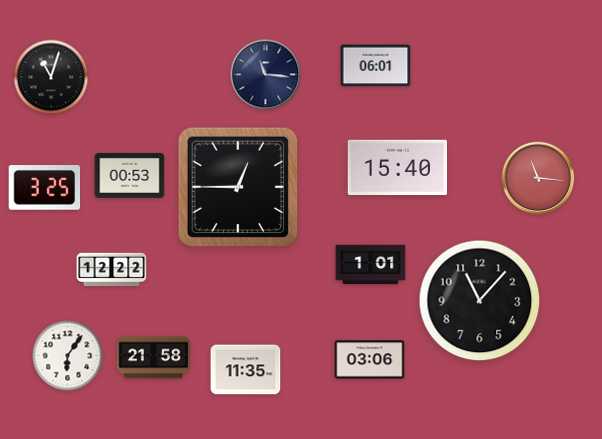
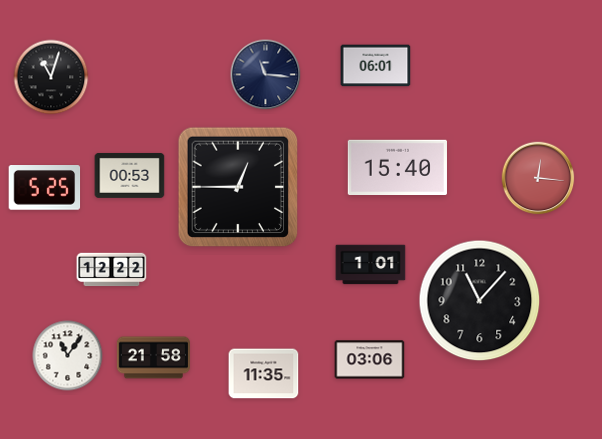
clock at (538, 178): 11:16 -> 12:16
clock at (45, 188): 3:25 -> 5:25
clock at (68, 356): 6:06 -> 11:06
clock at (246, 370) position: (246, 370) -> (264, 374)
